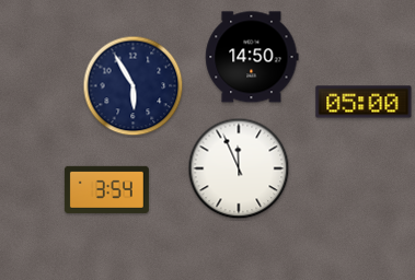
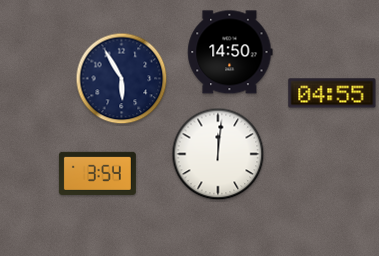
clock at (364, 102): 05:00 -> 04:55
clock at (239, 168): 11:56 -> 12:01
